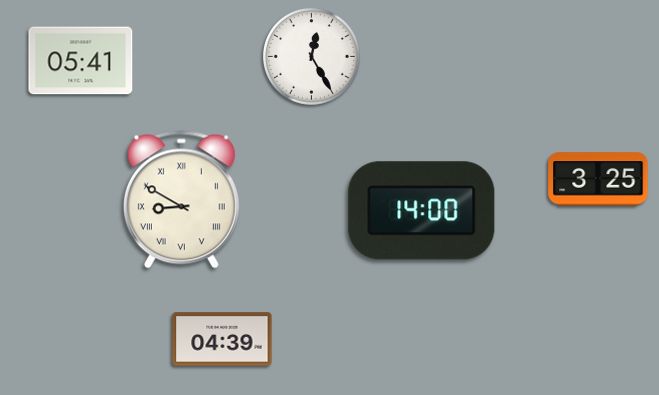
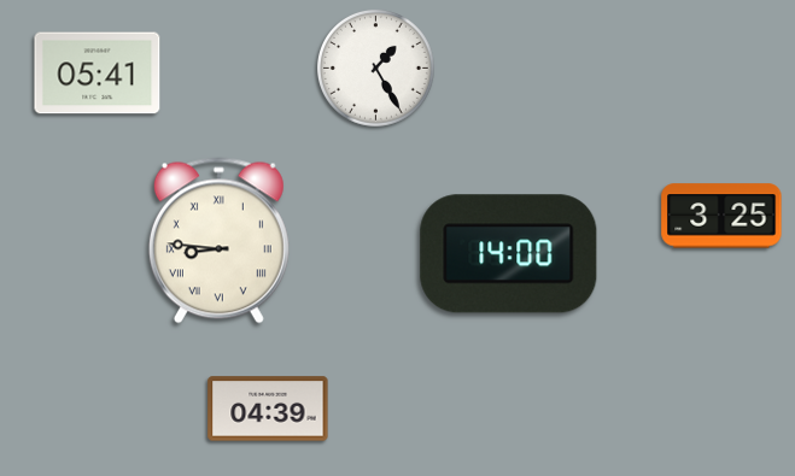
clock at (311, 56): 12:25 -> 1:25
clock at (181, 200): 8:50 -> 8:46
